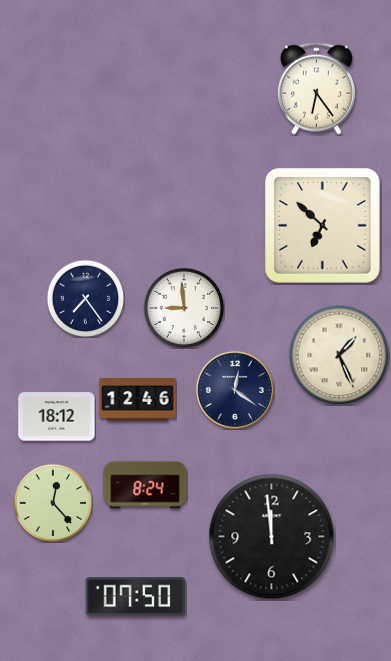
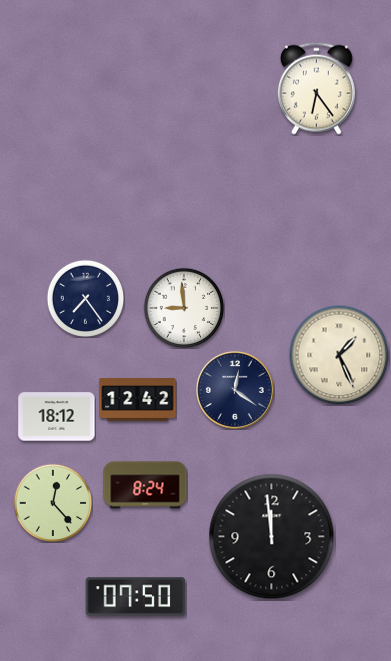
clock at (323, 226): 6:52 -> none
clock at (138, 400): 12:46 -> 12:42
